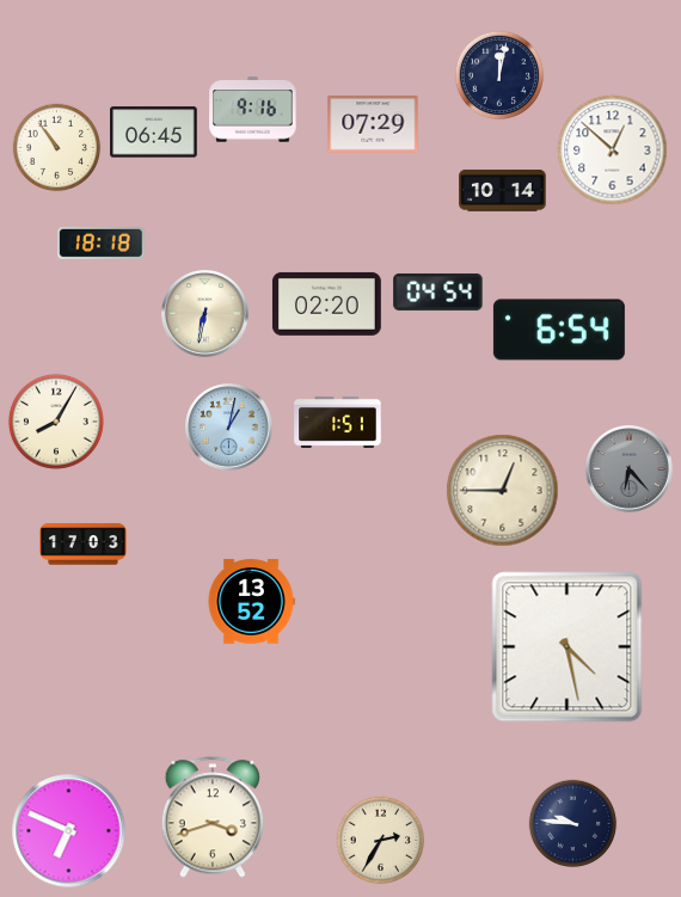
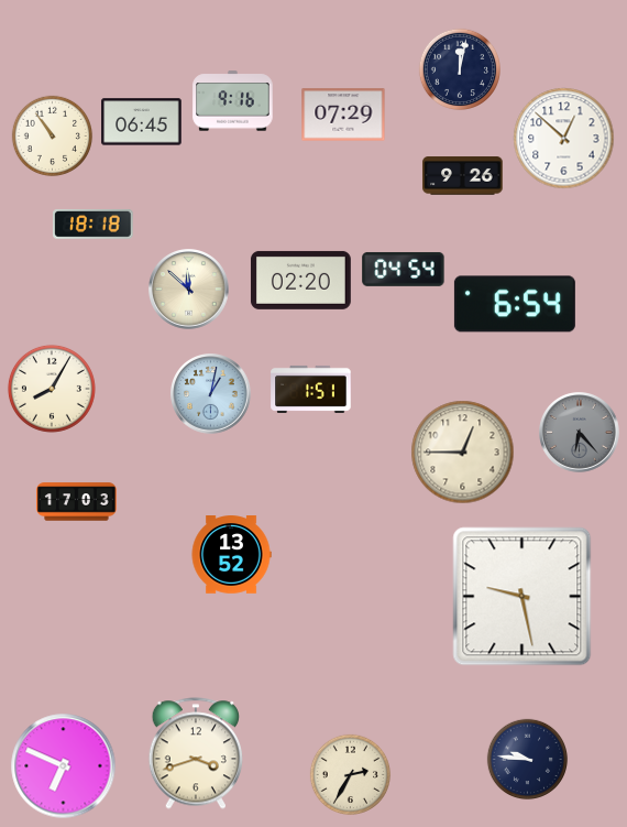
clock at (503, 191): 10:14 -> 9:26
clock at (205, 314): 6:32 -> 11:52
clock at (567, 647): 4:28 -> 9:28
